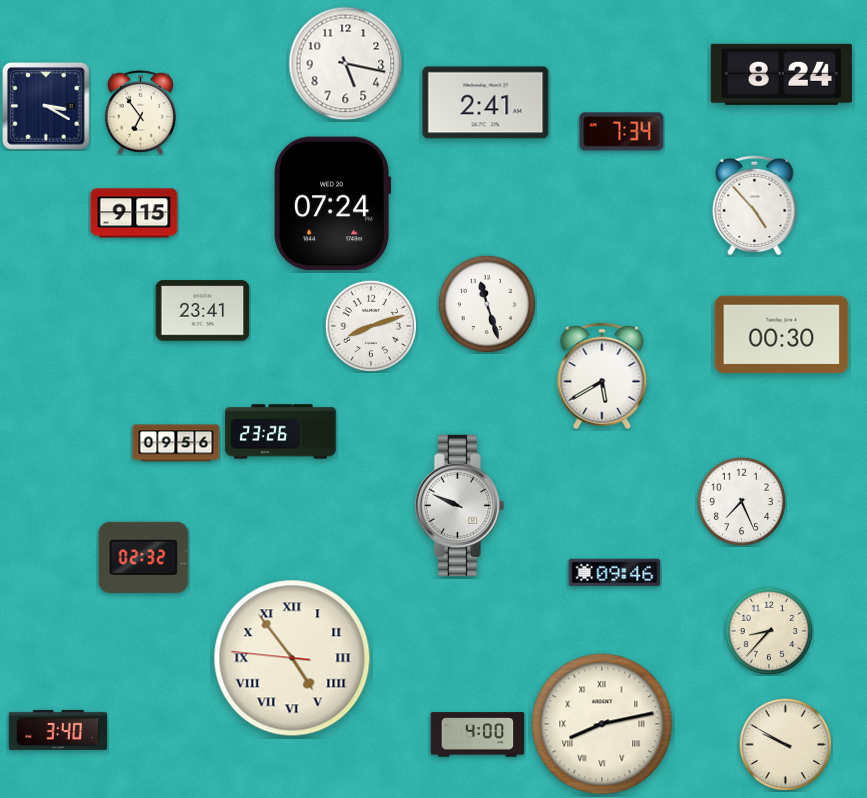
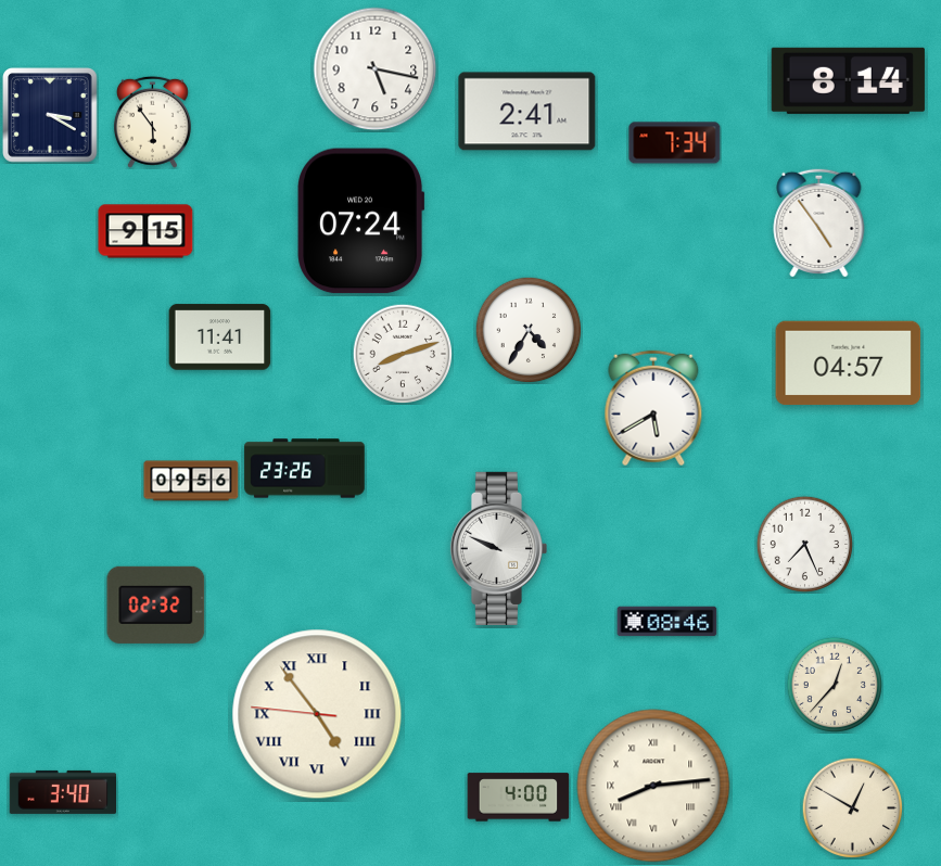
clock at (781, 74): 8:24 -> 8:14
clock at (140, 112): 6:54 -> 5:54
clock at (755, 205): 4:53 -> 4:54
clock at (487, 304): 11:27 -> 4:35
clock at (203, 311): 23:41 -> 11:41
clock at (782, 335): 00:30 -> 04:57
clock at (615, 573): 09:46 -> 08:46
clock at (768, 630): 8:37 -> 12:37
clock at (602, 724): 8:13 -> 8:14
clock at (785, 744): 9:50 -> 12:50
